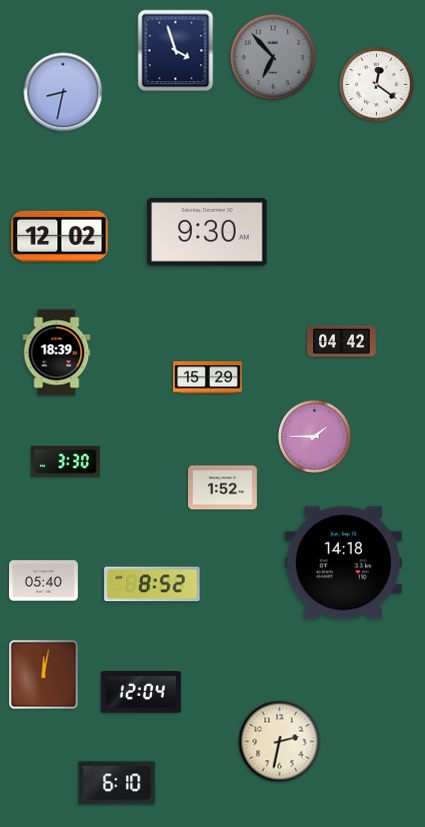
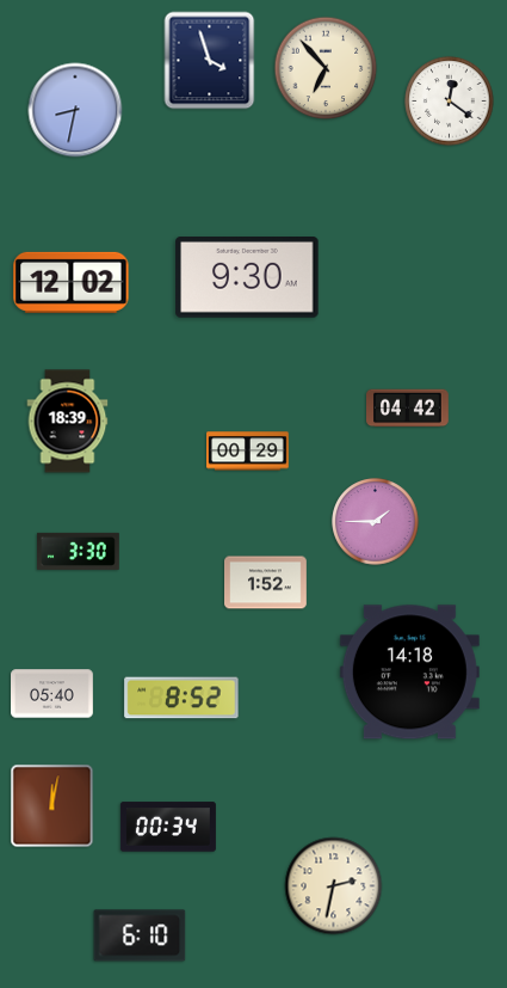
clock at (273, 57) dial: grey -> cream
clock at (208, 378): 15:29 -> 00:29
clock at (141, 692): 12:04 -> 00:34
